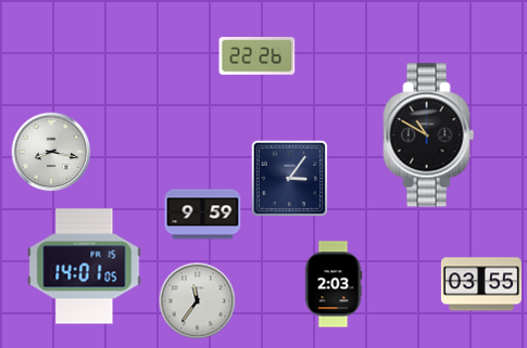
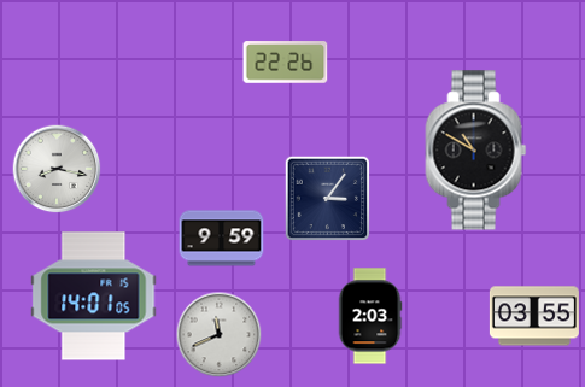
clock at (290, 179) position: (290, 179) -> (328, 199)
clock at (203, 215) position: (203, 215) -> (222, 239)
clock at (198, 301): 11:36 -> 11:41
